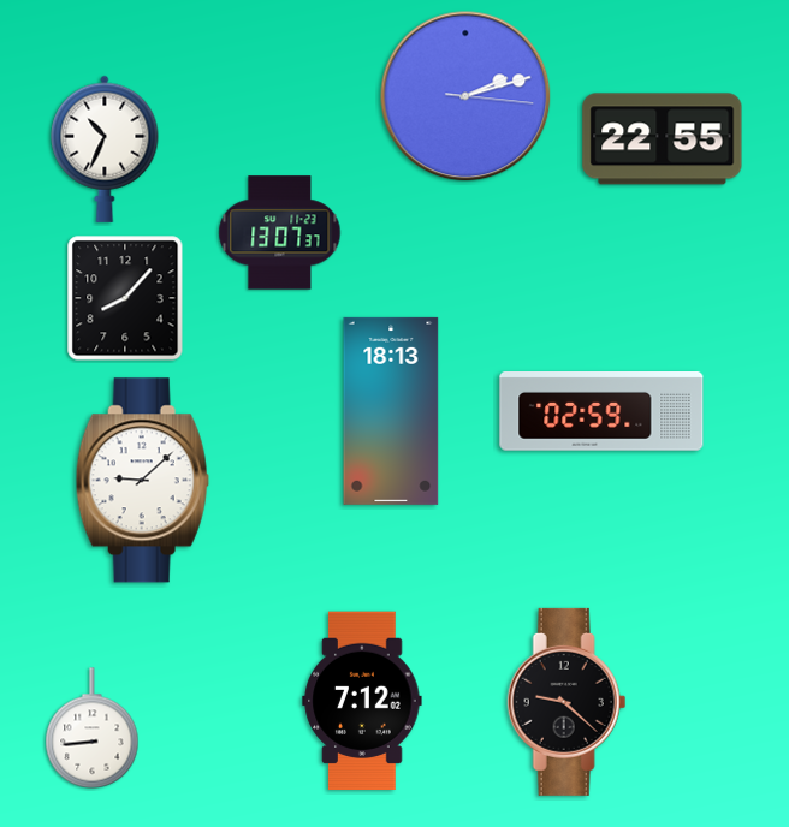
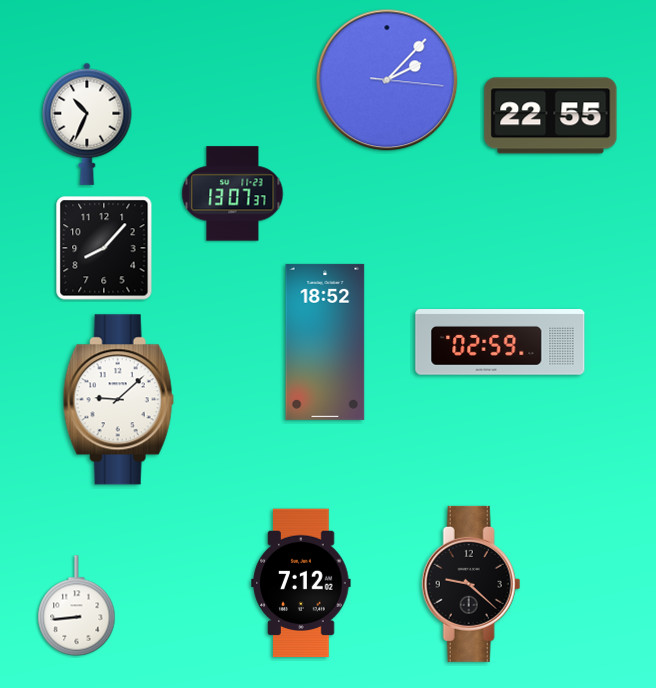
clock at (465, 96): 2:12 -> 2:07
clock at (391, 411): 18:13 -> 18:52
